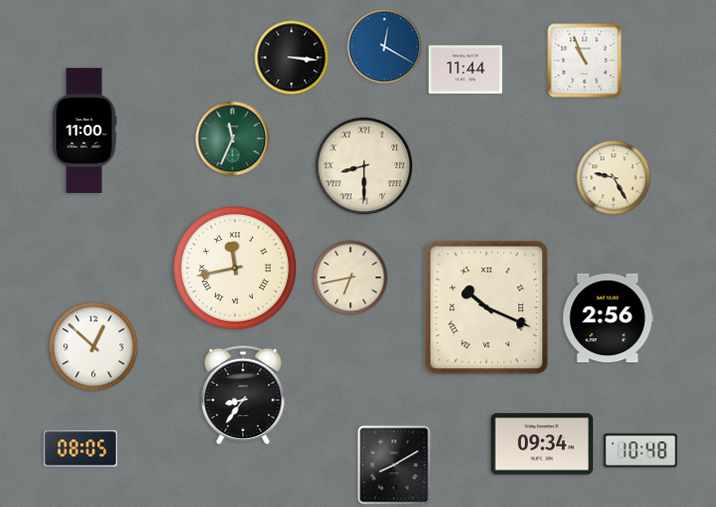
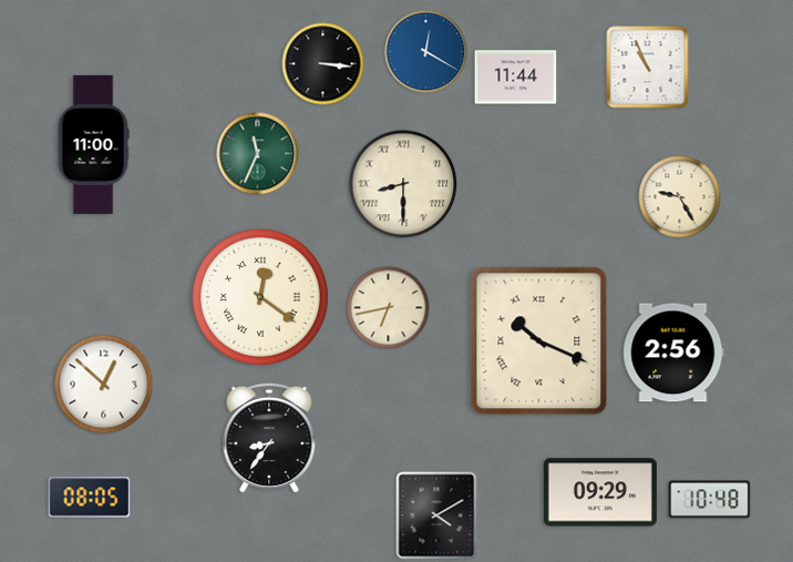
clock at (235, 268): 11:43 -> 12:21
clock at (542, 444): 09:34 -> 09:29
clock at (394, 465): 8:10 -> 4:10
